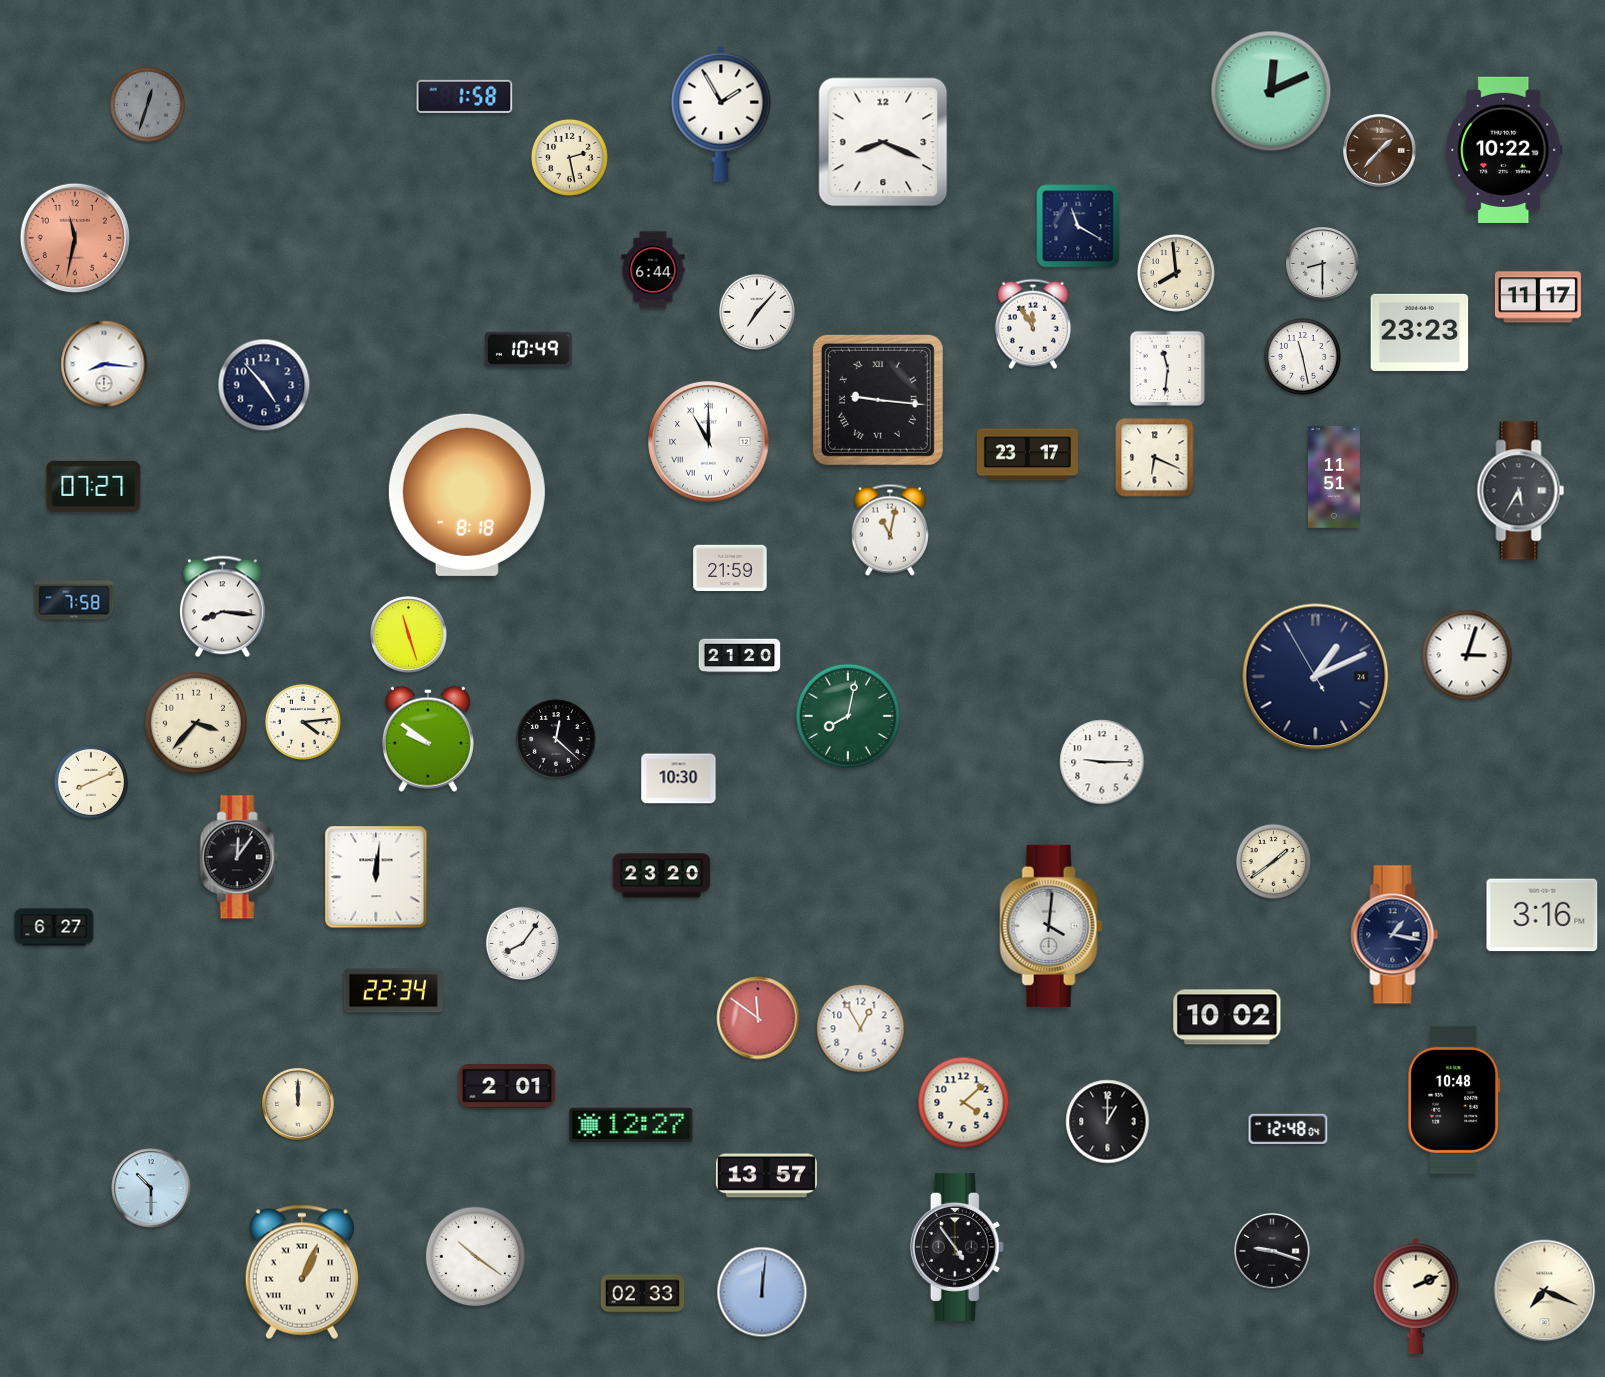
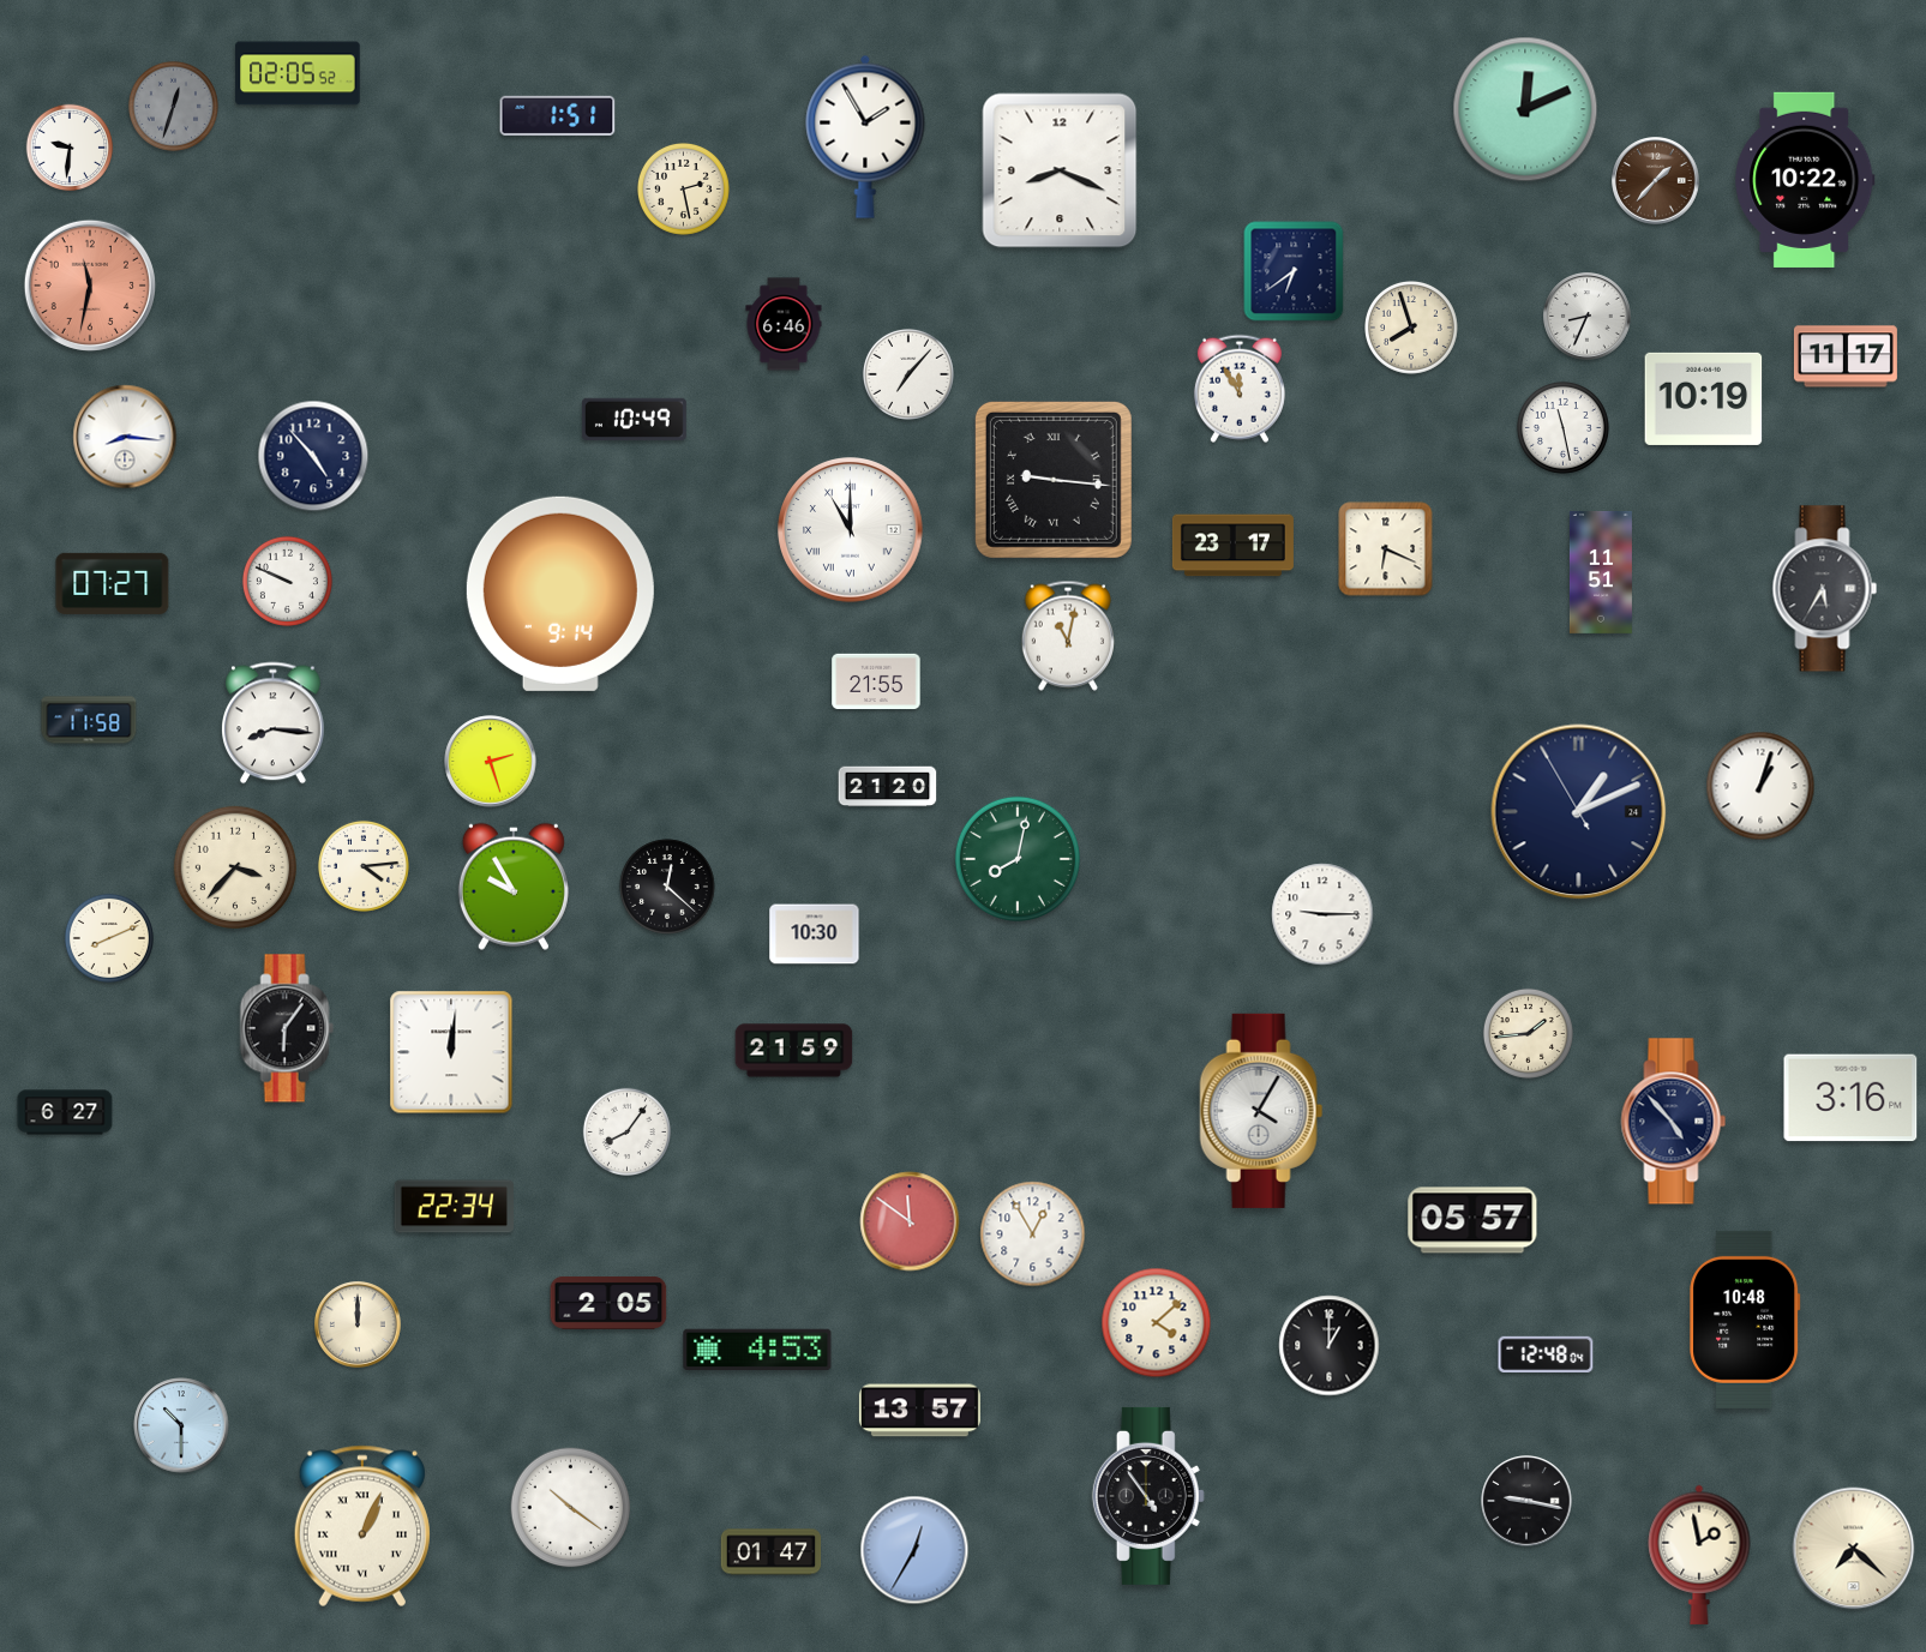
clock at (298, 73): none -> 02:05
clock at (465, 96): 1:58 -> 1:51
clock at (147, 104) position: (147, 104) -> (173, 106)
clock at (70, 148): none -> 9:31
clock at (1078, 226): 11:20 -> 6:39
clock at (1323, 264): 8:30 -> 8:34
clock at (653, 270): 6:44 -> 6:46
clock at (1177, 274): 7:59 -> 7:57
clock at (1420, 332): 23:23 -> 10:19
clock at (1167, 368): 11:31 -> none
clock at (264, 385) position: (264, 385) -> (313, 456)
clock at (287, 581): none -> 9:49
clock at (467, 495): 8:18 -> 9:14
clock at (730, 568): 21:59 -> 21:55
clock at (74, 600): 7:58 -> 11:58
clock at (223, 607) position: (223, 607) -> (274, 723)
clock at (409, 635): 11:27 -> 2:27
clock at (1467, 655): 3:03 -> 1:03
clock at (428, 739): 9:51 -> 9:55
clock at (239, 857): 12:06 -> 6:06
clock at (1273, 861): 1:39 -> 1:44
clock at (662, 876): 23:20 -> 21:59
clock at (1051, 926): 4:01 -> 4:05
clock at (1395, 935): 1:17 -> 4:53
clock at (393, 991) position: (393, 991) -> (454, 1207)
clock at (1227, 1017): 10:02 -> 05:57
clock at (507, 1086): 2:01 -> 2:05
clock at (631, 1125): 12:27 -> 4:53
clock at (1272, 1251): 9:18 -> 9:17
clock at (1545, 1291): 7:19 -> 7:22
clock at (762, 1292): 12:01 -> 12:35
clock at (643, 1294): 02:33 -> 01:47
clock at (1416, 1296): 2:11 -> 1:58
